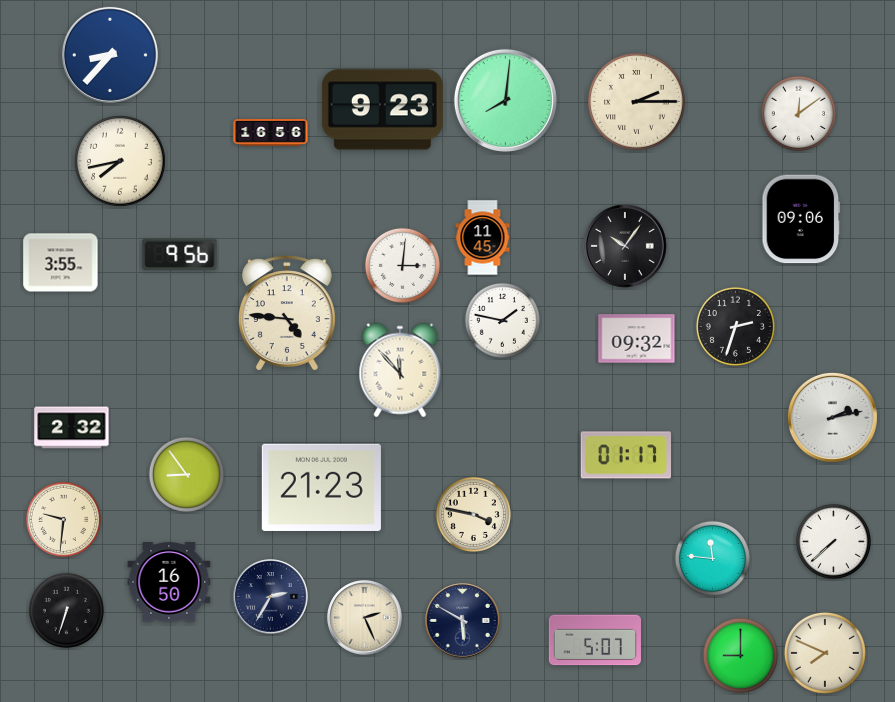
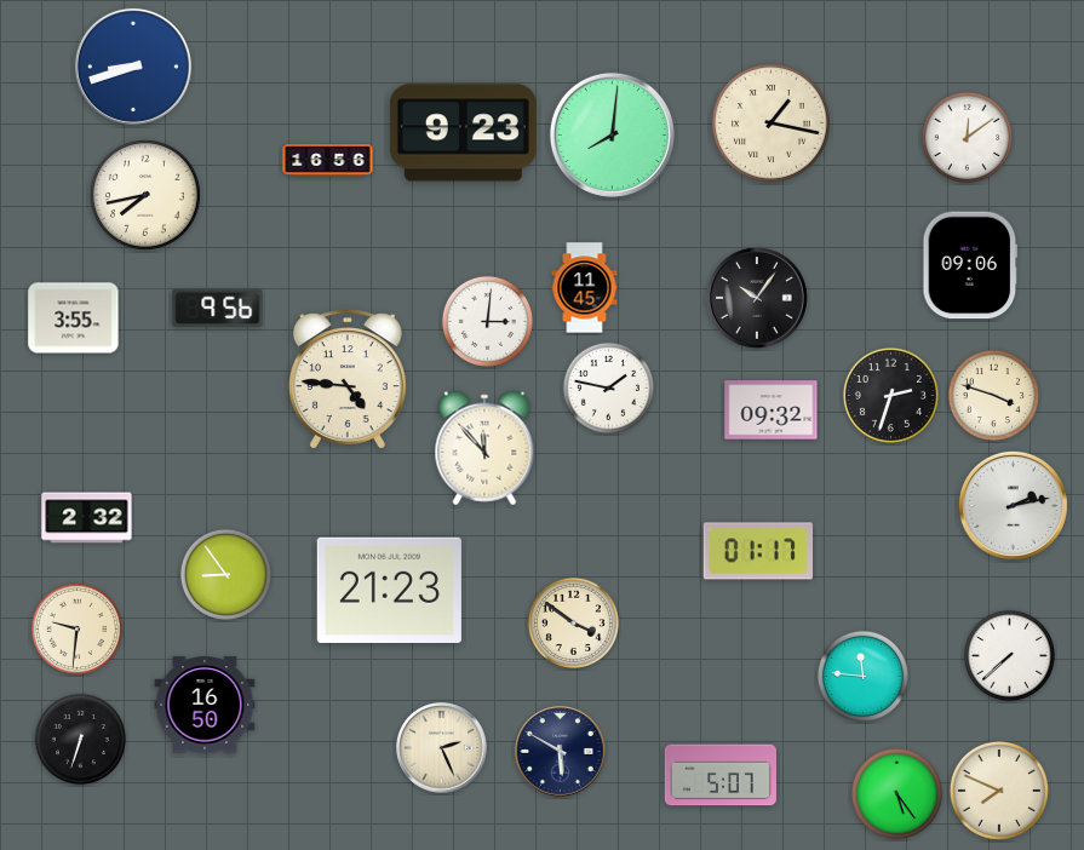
clock at (110, 55): 8:37 -> 8:42
clock at (505, 100) position: (505, 100) -> (612, 134)
clock at (637, 102): 2:15 -> 1:17
clock at (993, 395): none -> 3:48
clock at (832, 417) position: (832, 417) -> (1013, 505)
clock at (473, 514): 3:47 -> 3:51
clock at (271, 597): 2:35 -> none
clock at (740, 655): 9:00 -> 5:24
